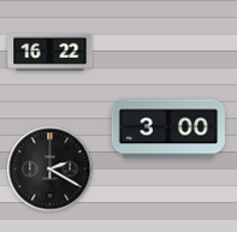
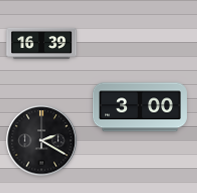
clock at (51, 52): 16:22 -> 16:39
